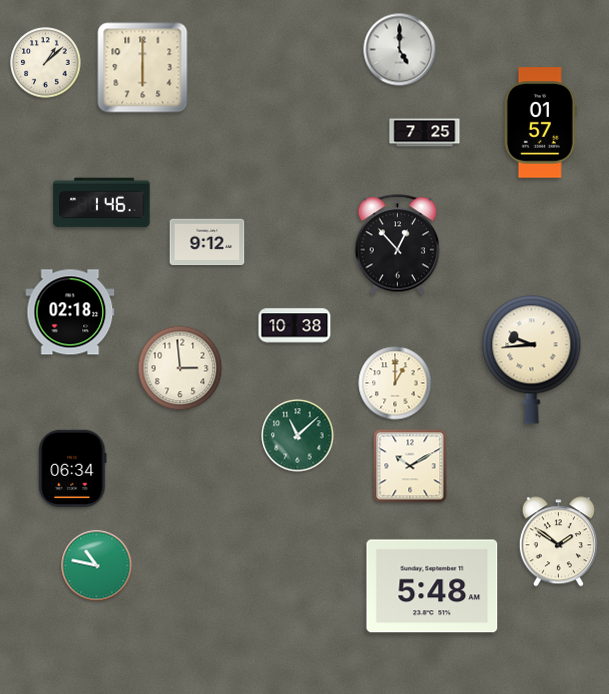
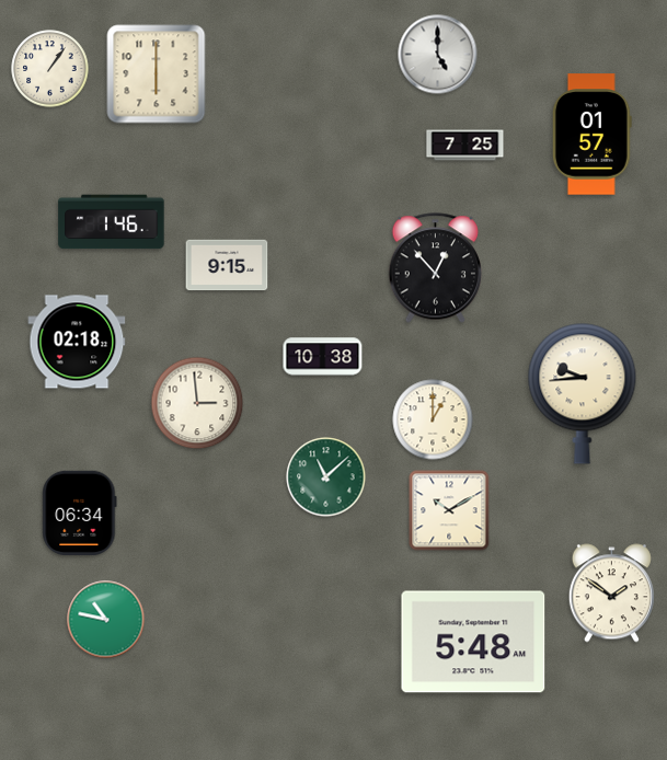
clock at (46, 63): 1:08 -> 1:06
clock at (207, 242): 9:12 -> 9:15
